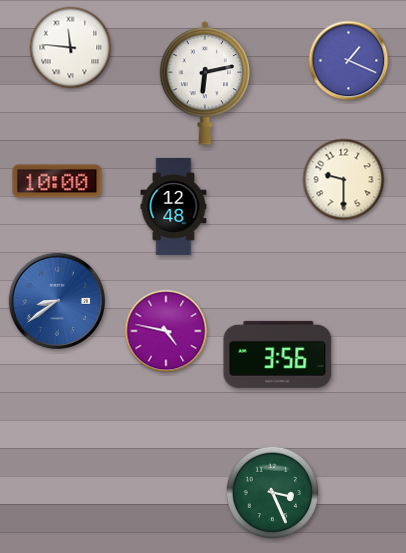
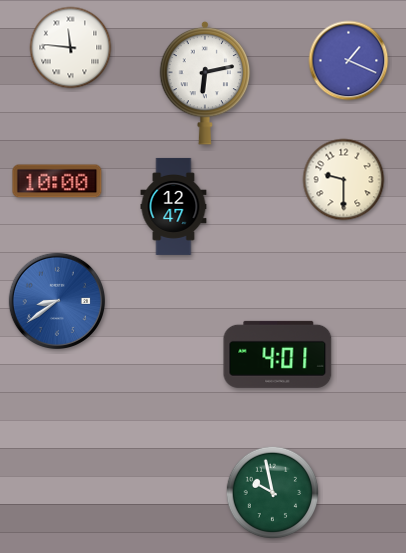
clock at (174, 206): 12:48 -> 12:47
clock at (166, 331): 4:47 -> none
clock at (278, 354): 3:56 -> 4:01
clock at (273, 493): 3:26 -> 9:58
